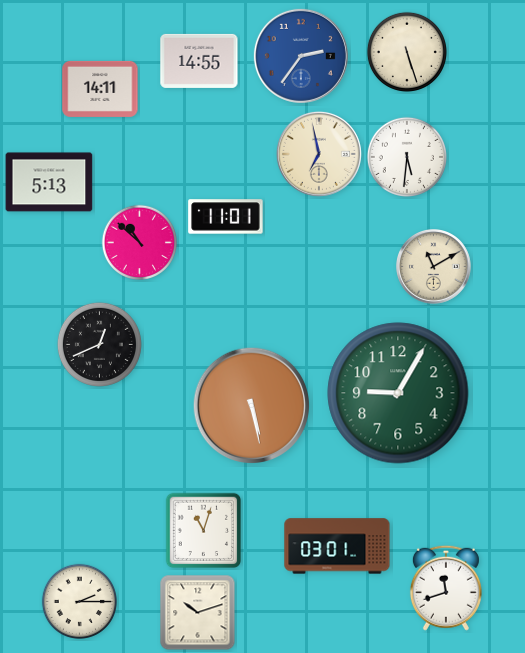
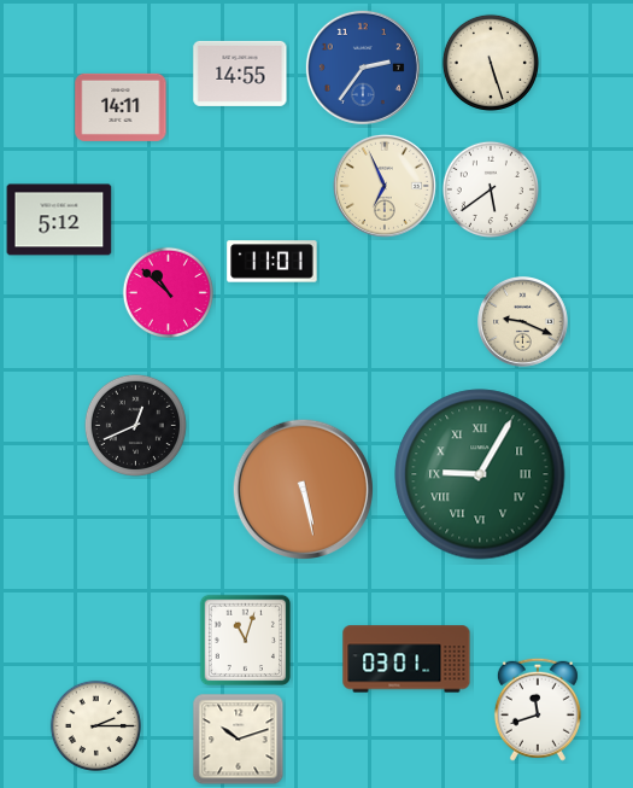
clock at (319, 154): 6:58 -> 6:56
clock at (407, 157): 5:31 -> 5:39
clock at (49, 182): 5:13 -> 5:12
clock at (434, 267): 11:10 -> 9:19
clock at (99, 344) position: (99, 344) -> (135, 425)
clock at (398, 393) numerals: Arabic -> Roman
